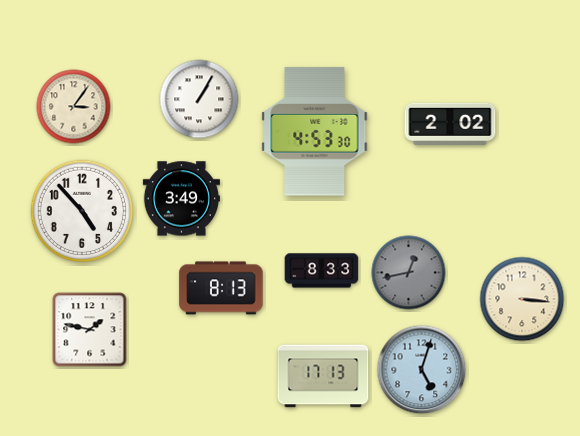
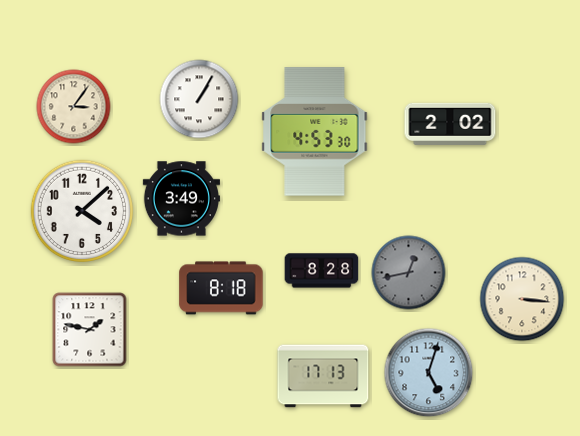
clock at (82, 211): 4:53 -> 4:08
clock at (322, 271): 8:33 -> 8:28
clock at (221, 288): 8:13 -> 8:18
clock at (422, 370) position: (422, 370) -> (429, 373)
